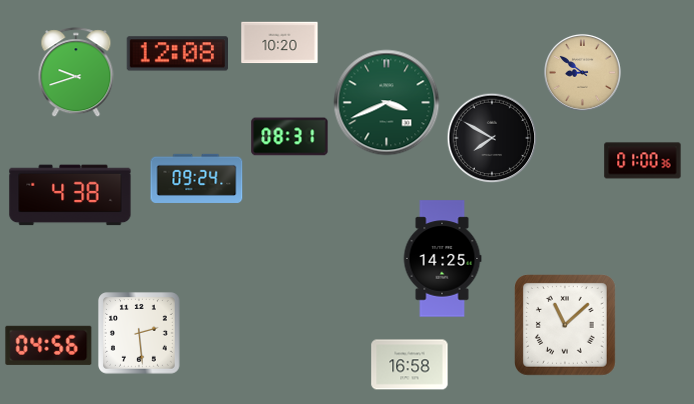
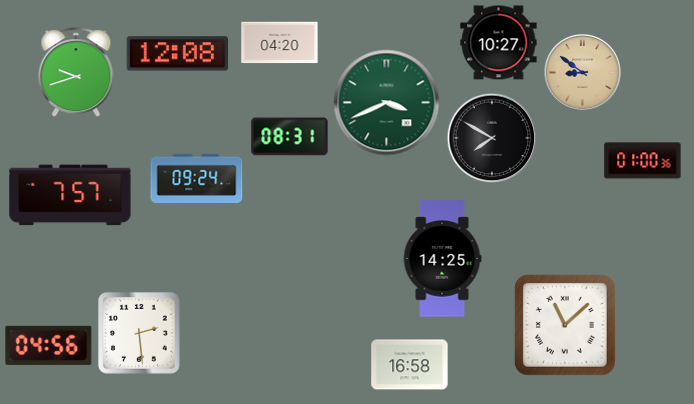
clock at (280, 43): 10:20 -> 04:20
clock at (499, 43): none -> 10:27
clock at (70, 195): 4:38 -> 7:57
